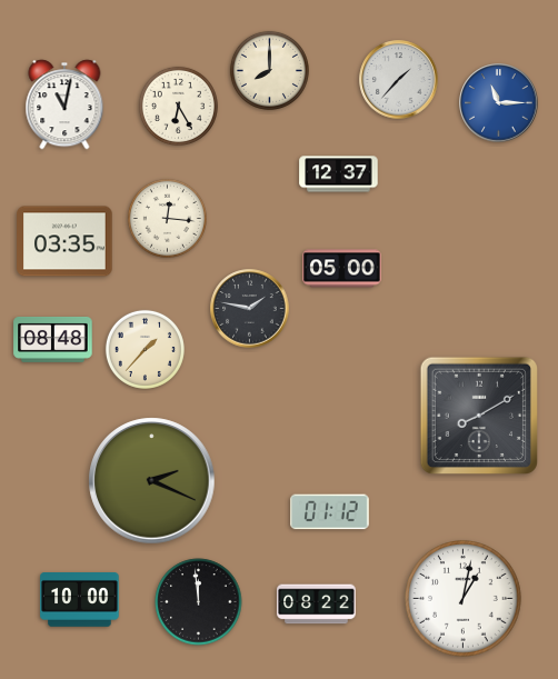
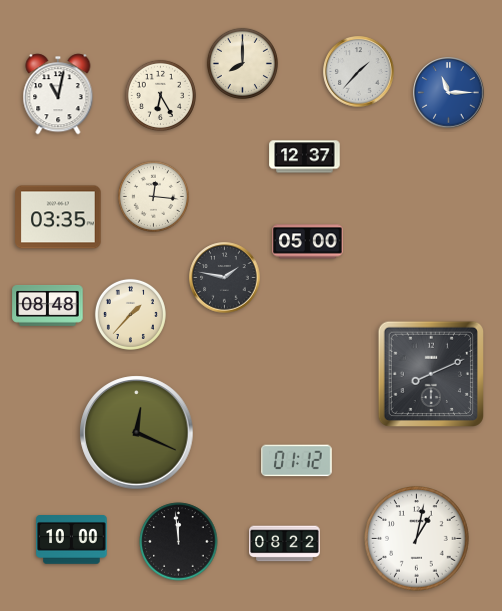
clock at (167, 218) position: (167, 218) -> (153, 196)
clock at (478, 415): 8:10 -> 8:11
clock at (152, 481): 2:19 -> 12:19
